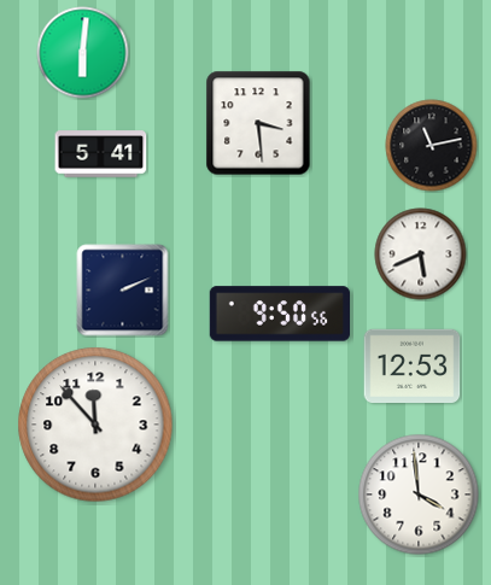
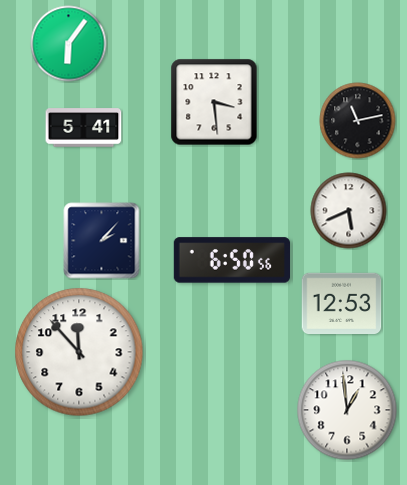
clock at (83, 53): 6:01 -> 6:06
clock at (123, 291): 2:11 -> 2:07
clock at (279, 314): 9:50 -> 6:50
clock at (419, 495): 3:59 -> 12:59
